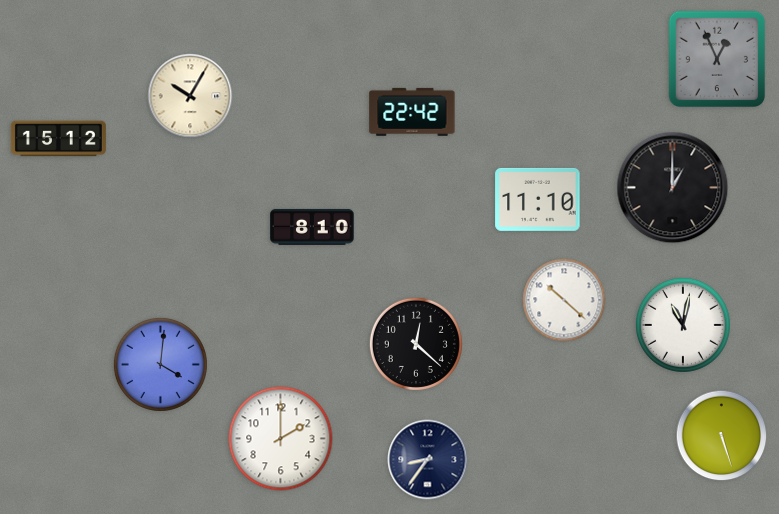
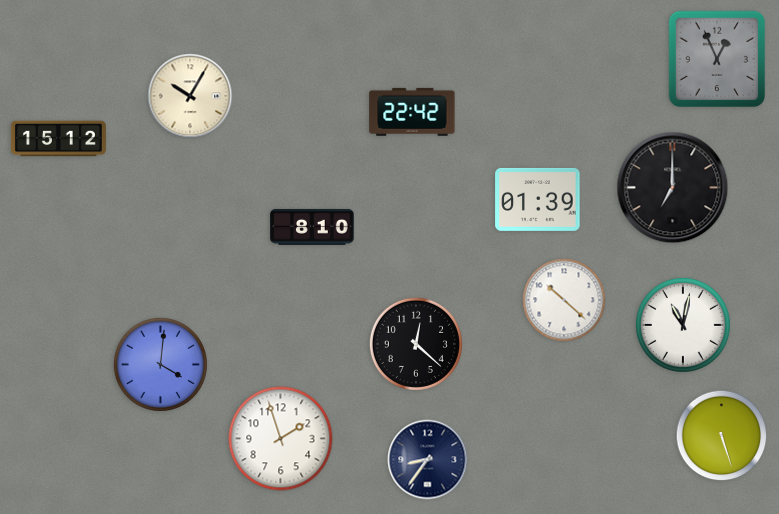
clock at (673, 188): 1:00 -> 7:00
clock at (538, 199): 11:10 -> 01:39
clock at (281, 439): 2:00 -> 1:57
